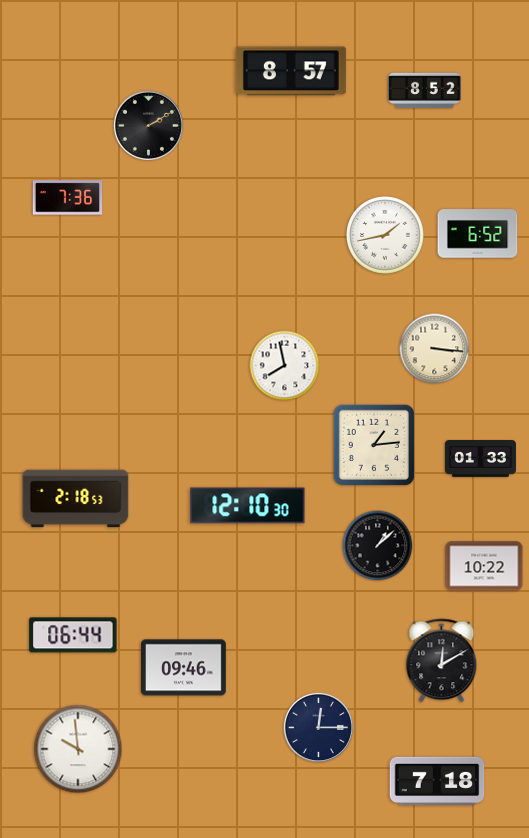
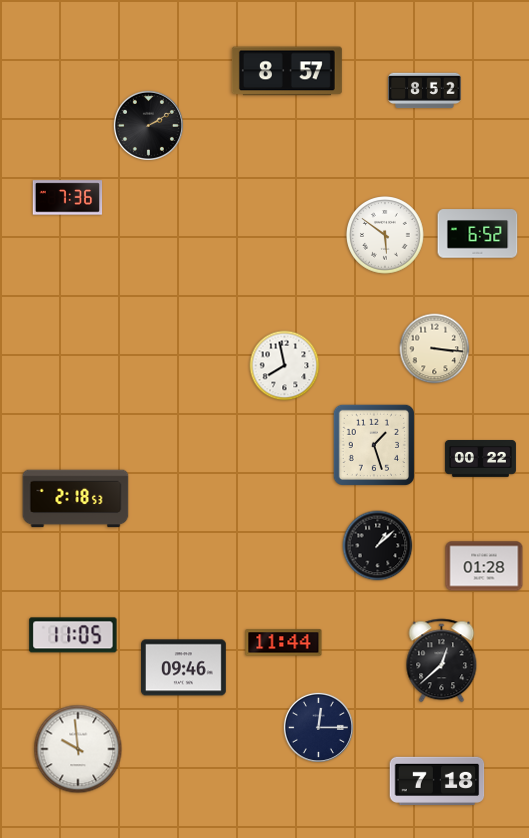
clock at (291, 71) position: (291, 71) -> (287, 71)
clock at (386, 236): 1:43 -> 5:51
clock at (373, 444): 1:14 -> 1:27
clock at (480, 459): 01:33 -> 00:22
clock at (248, 506): 12:10 -> none
clock at (484, 566): 10:22 -> 01:28
clock at (73, 635): 06:44 -> 11:05
clock at (284, 643): none -> 11:44
clock at (442, 661): 12:10 -> 12:38
